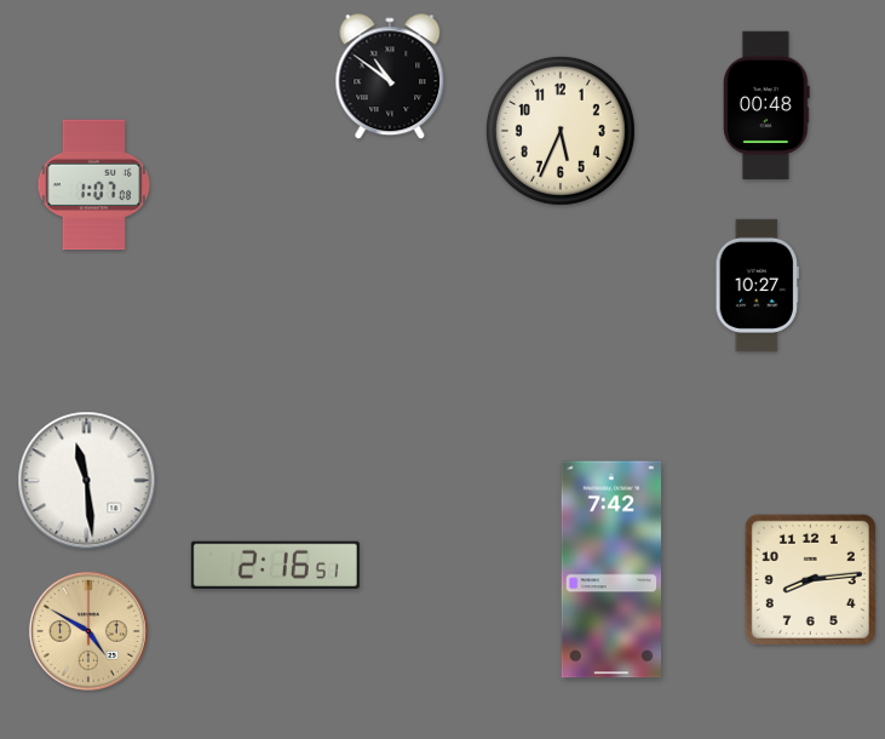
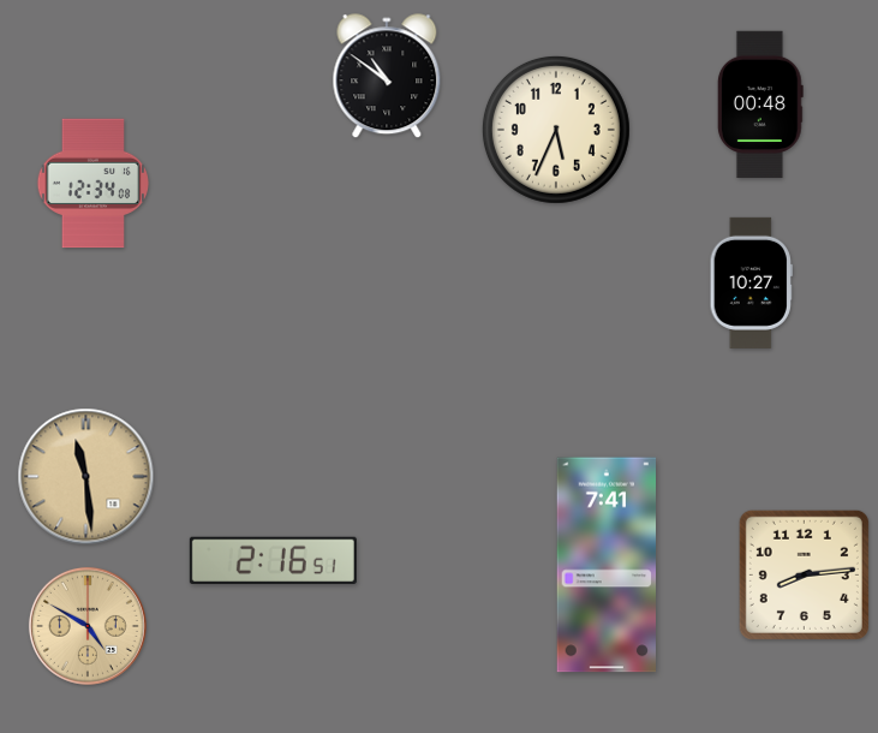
clock at (94, 185): 1:07 -> 12:34
clock at (87, 481) dial: white -> champagne
clock at (610, 569): 7:42 -> 7:41
